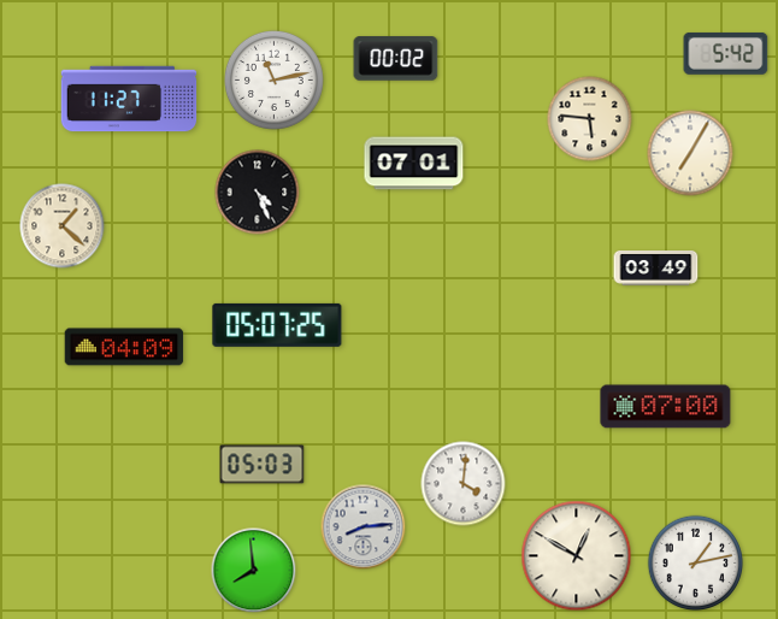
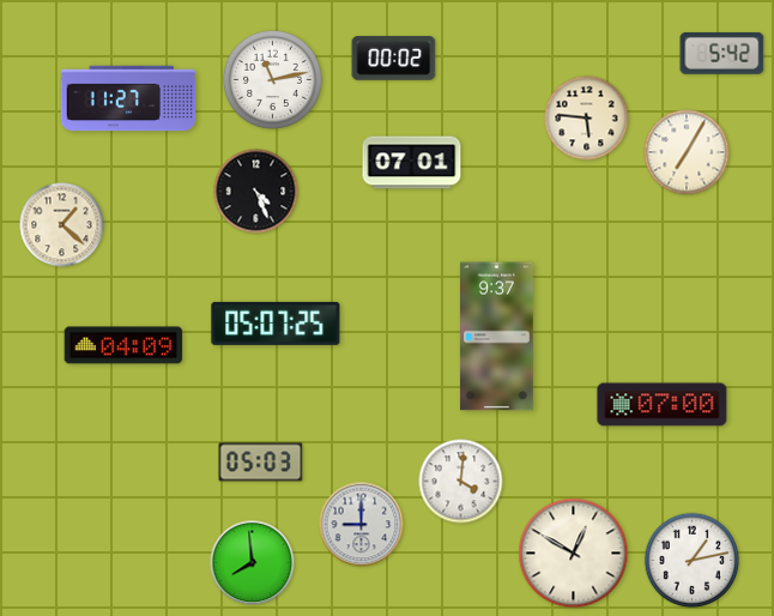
clock at (656, 269): 03:49 -> none
clock at (497, 337): none -> 9:37
clock at (364, 527): 8:14 -> 9:00
clock at (254, 571) position: (254, 571) -> (253, 563)
